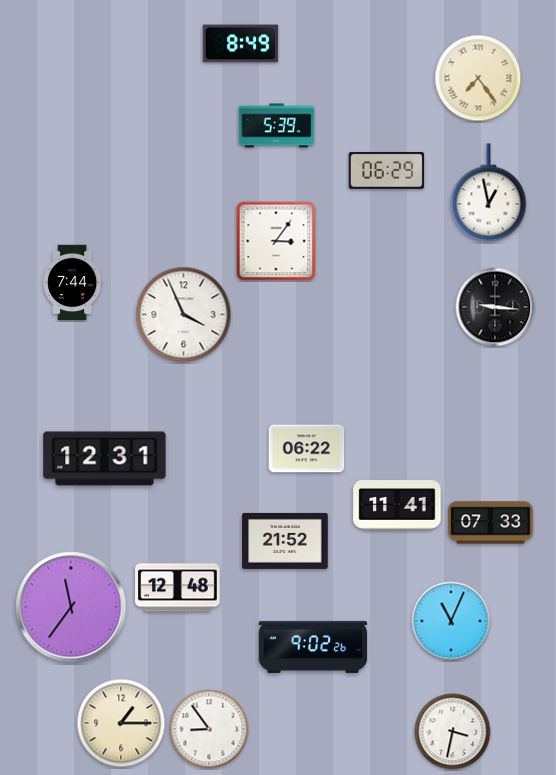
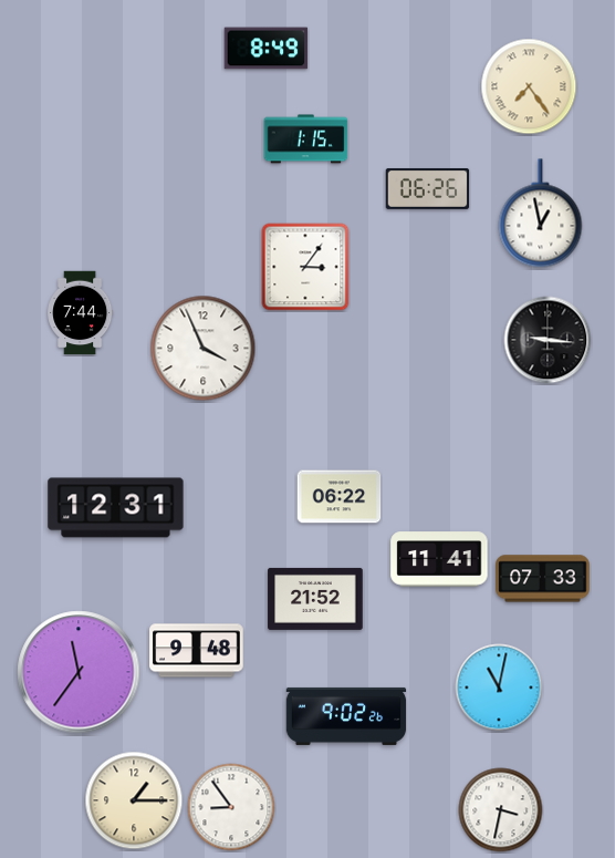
clock at (277, 126): 5:39 -> 1:15
clock at (387, 170): 06:29 -> 06:26
clock at (178, 588): 12:48 -> 9:48
clock at (451, 621): 11:04 -> 11:02
